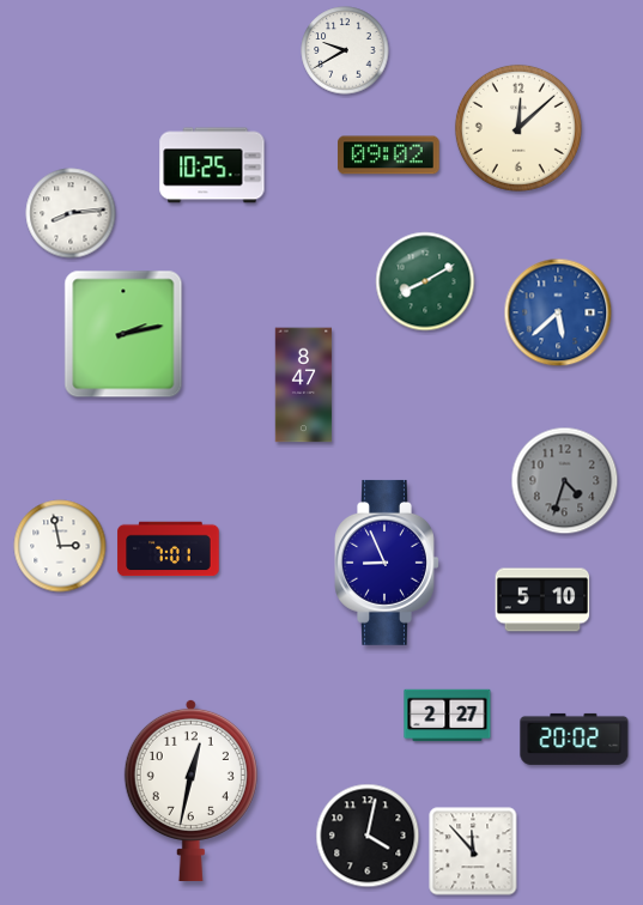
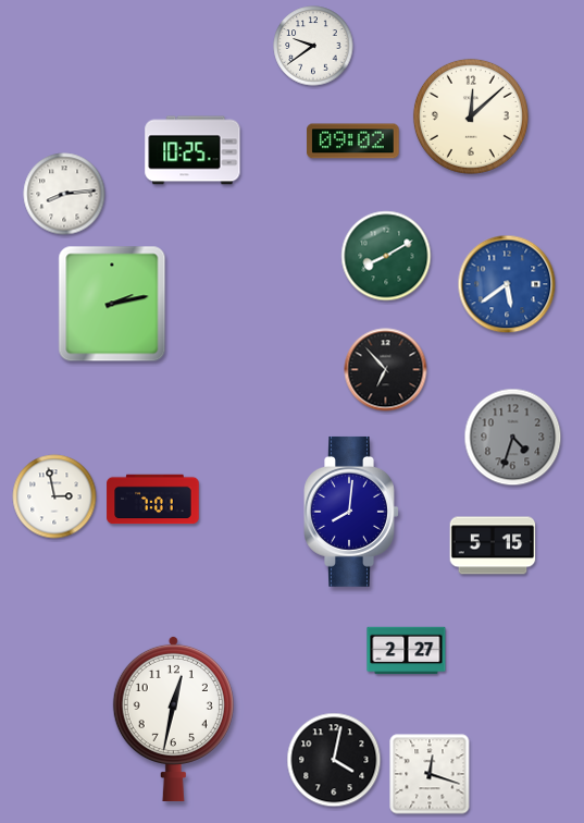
clock at (345, 50): 9:40 -> 9:39
clock at (558, 312): 5:38 -> 5:39
clock at (304, 385): 8:47 -> none
clock at (386, 370): none -> 6:53
clock at (387, 563): 8:56 -> 8:01
clock at (542, 600): 5:10 -> 5:15
clock at (575, 739): 20:02 -> none
clock at (473, 851): 11:53 -> 12:18
